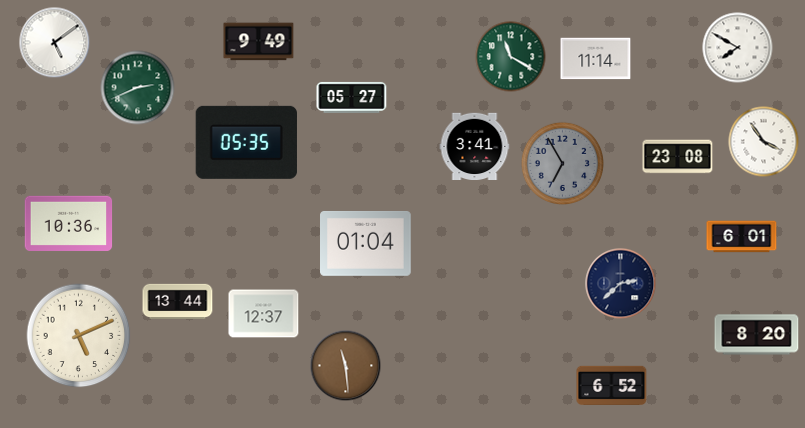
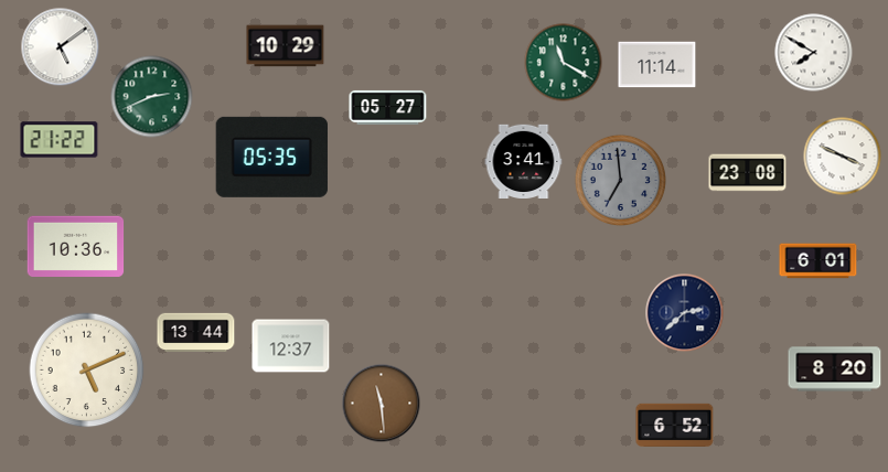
clock at (259, 42): 9:49 -> 10:29
clock at (60, 140): none -> 21:22
clock at (764, 142): 3:54 -> 3:49
clock at (562, 163): 6:55 -> 6:59
clock at (366, 243): 01:04 -> none
